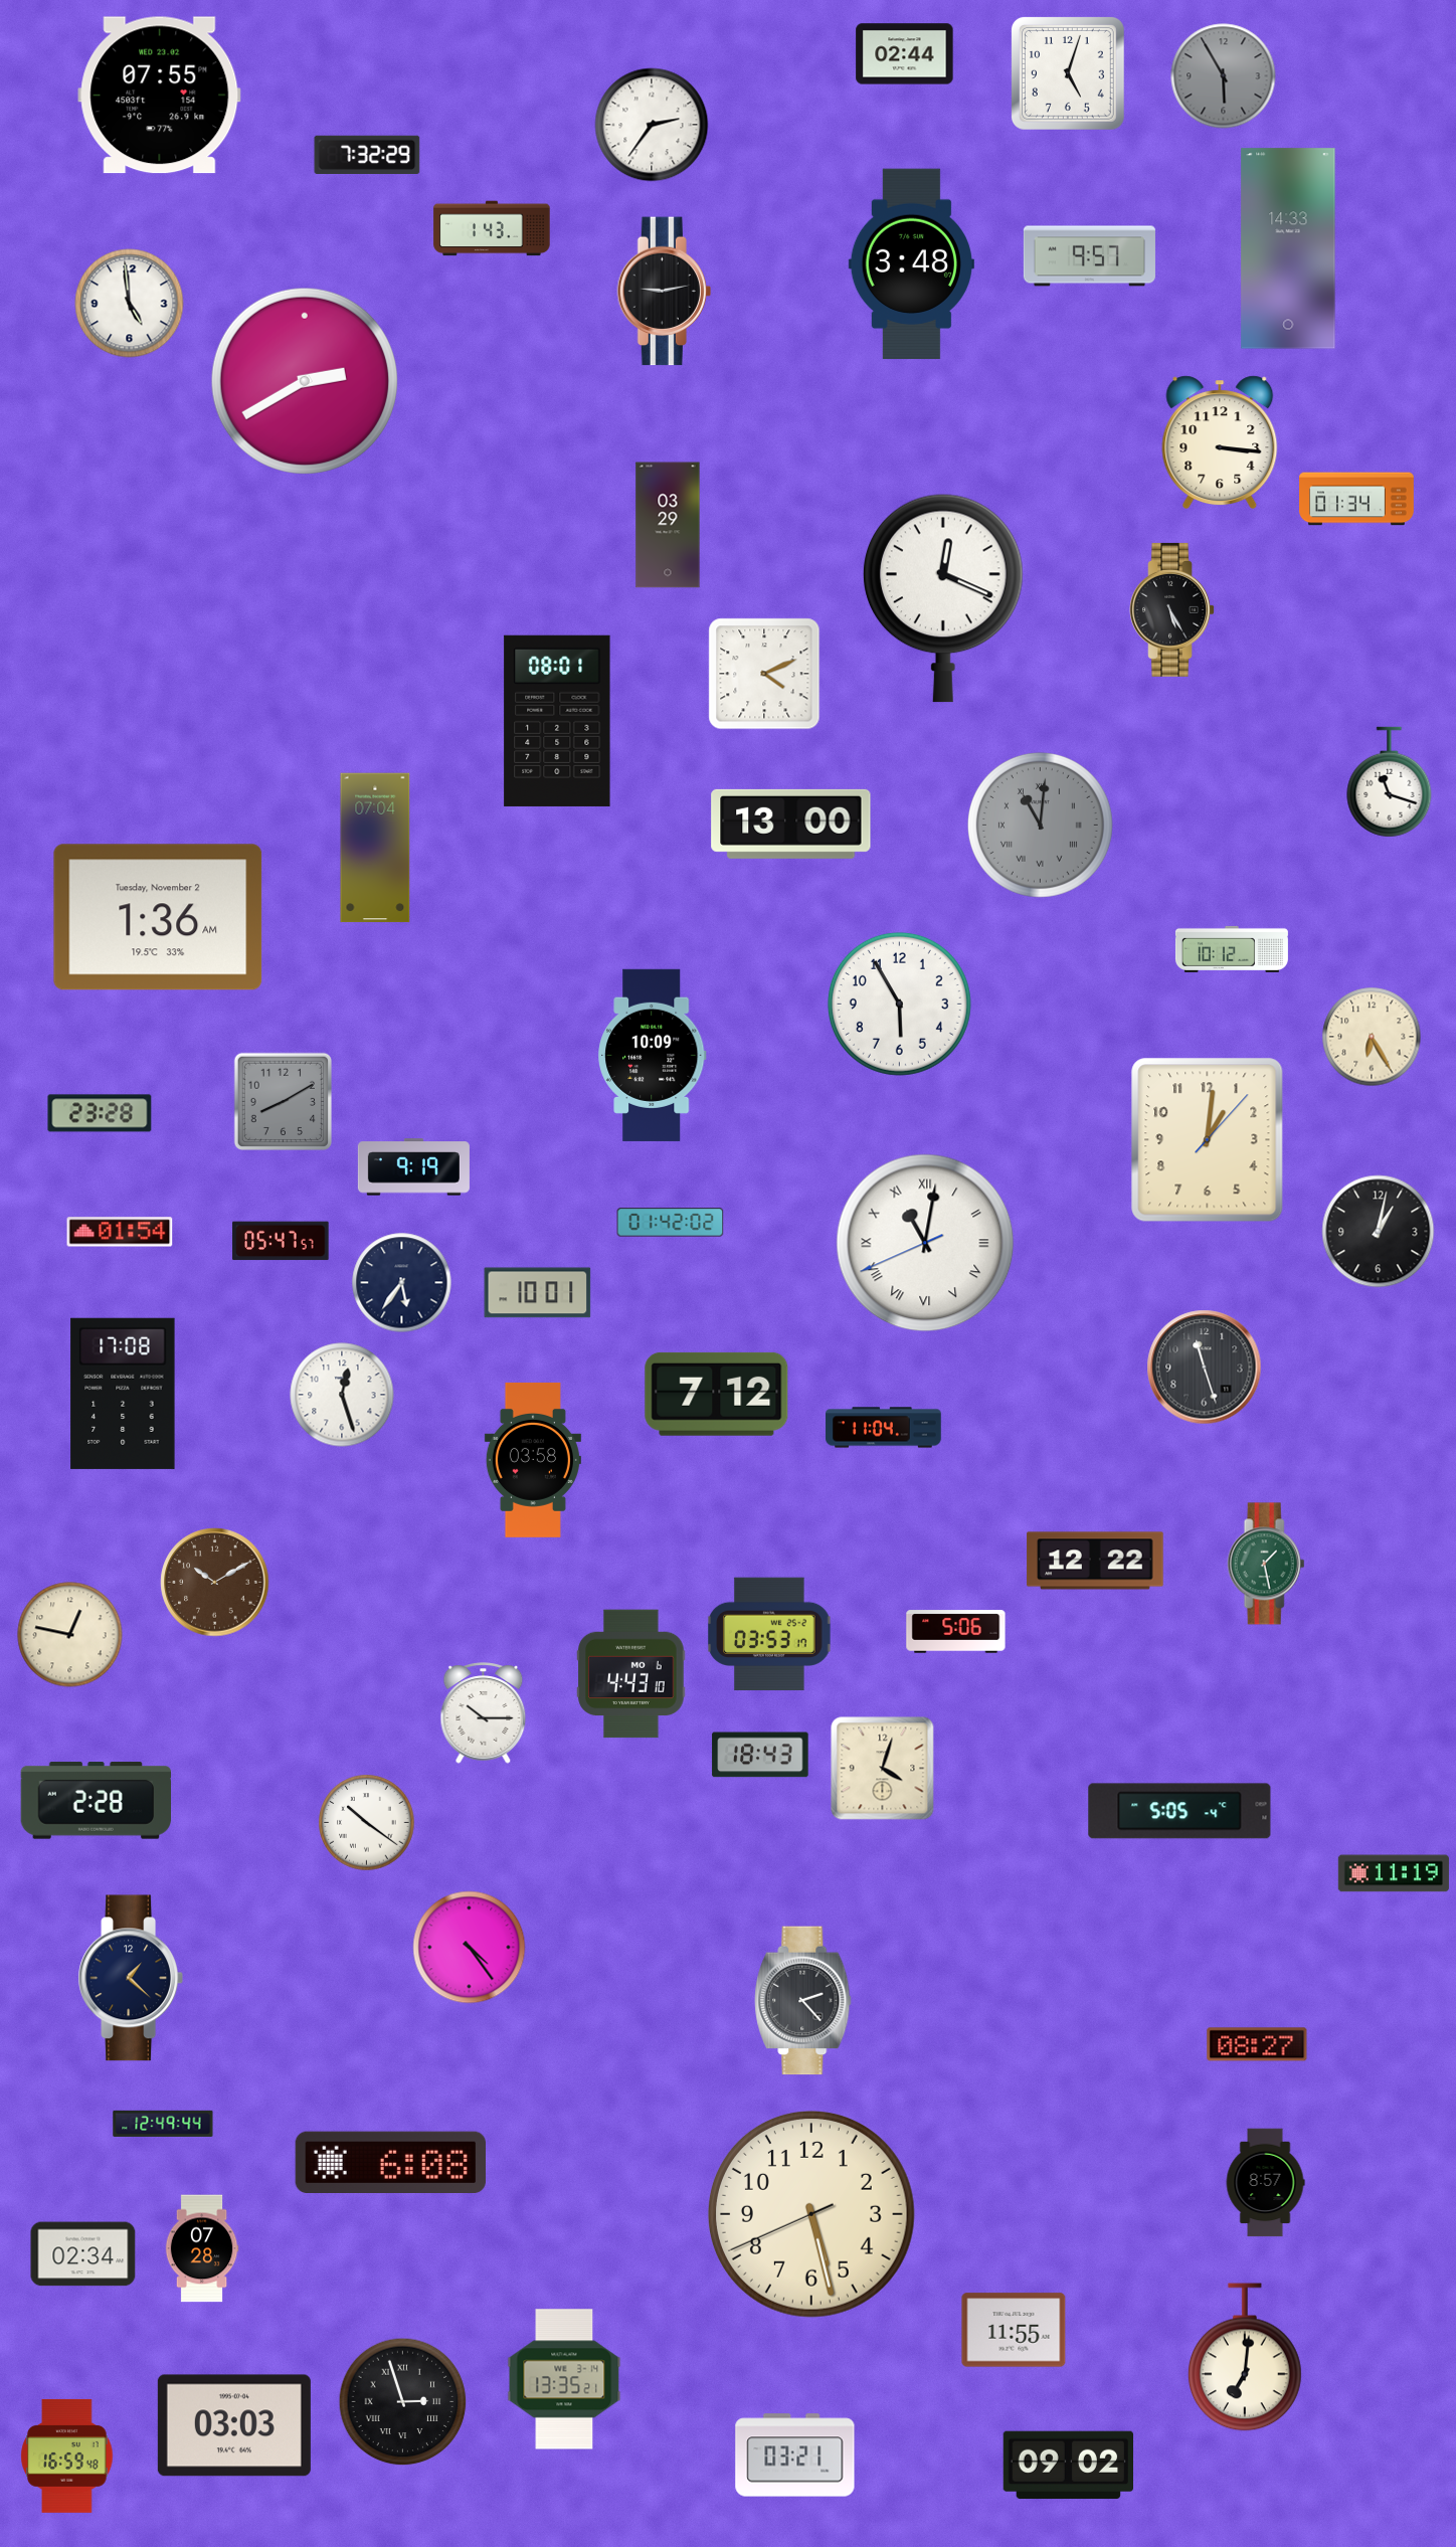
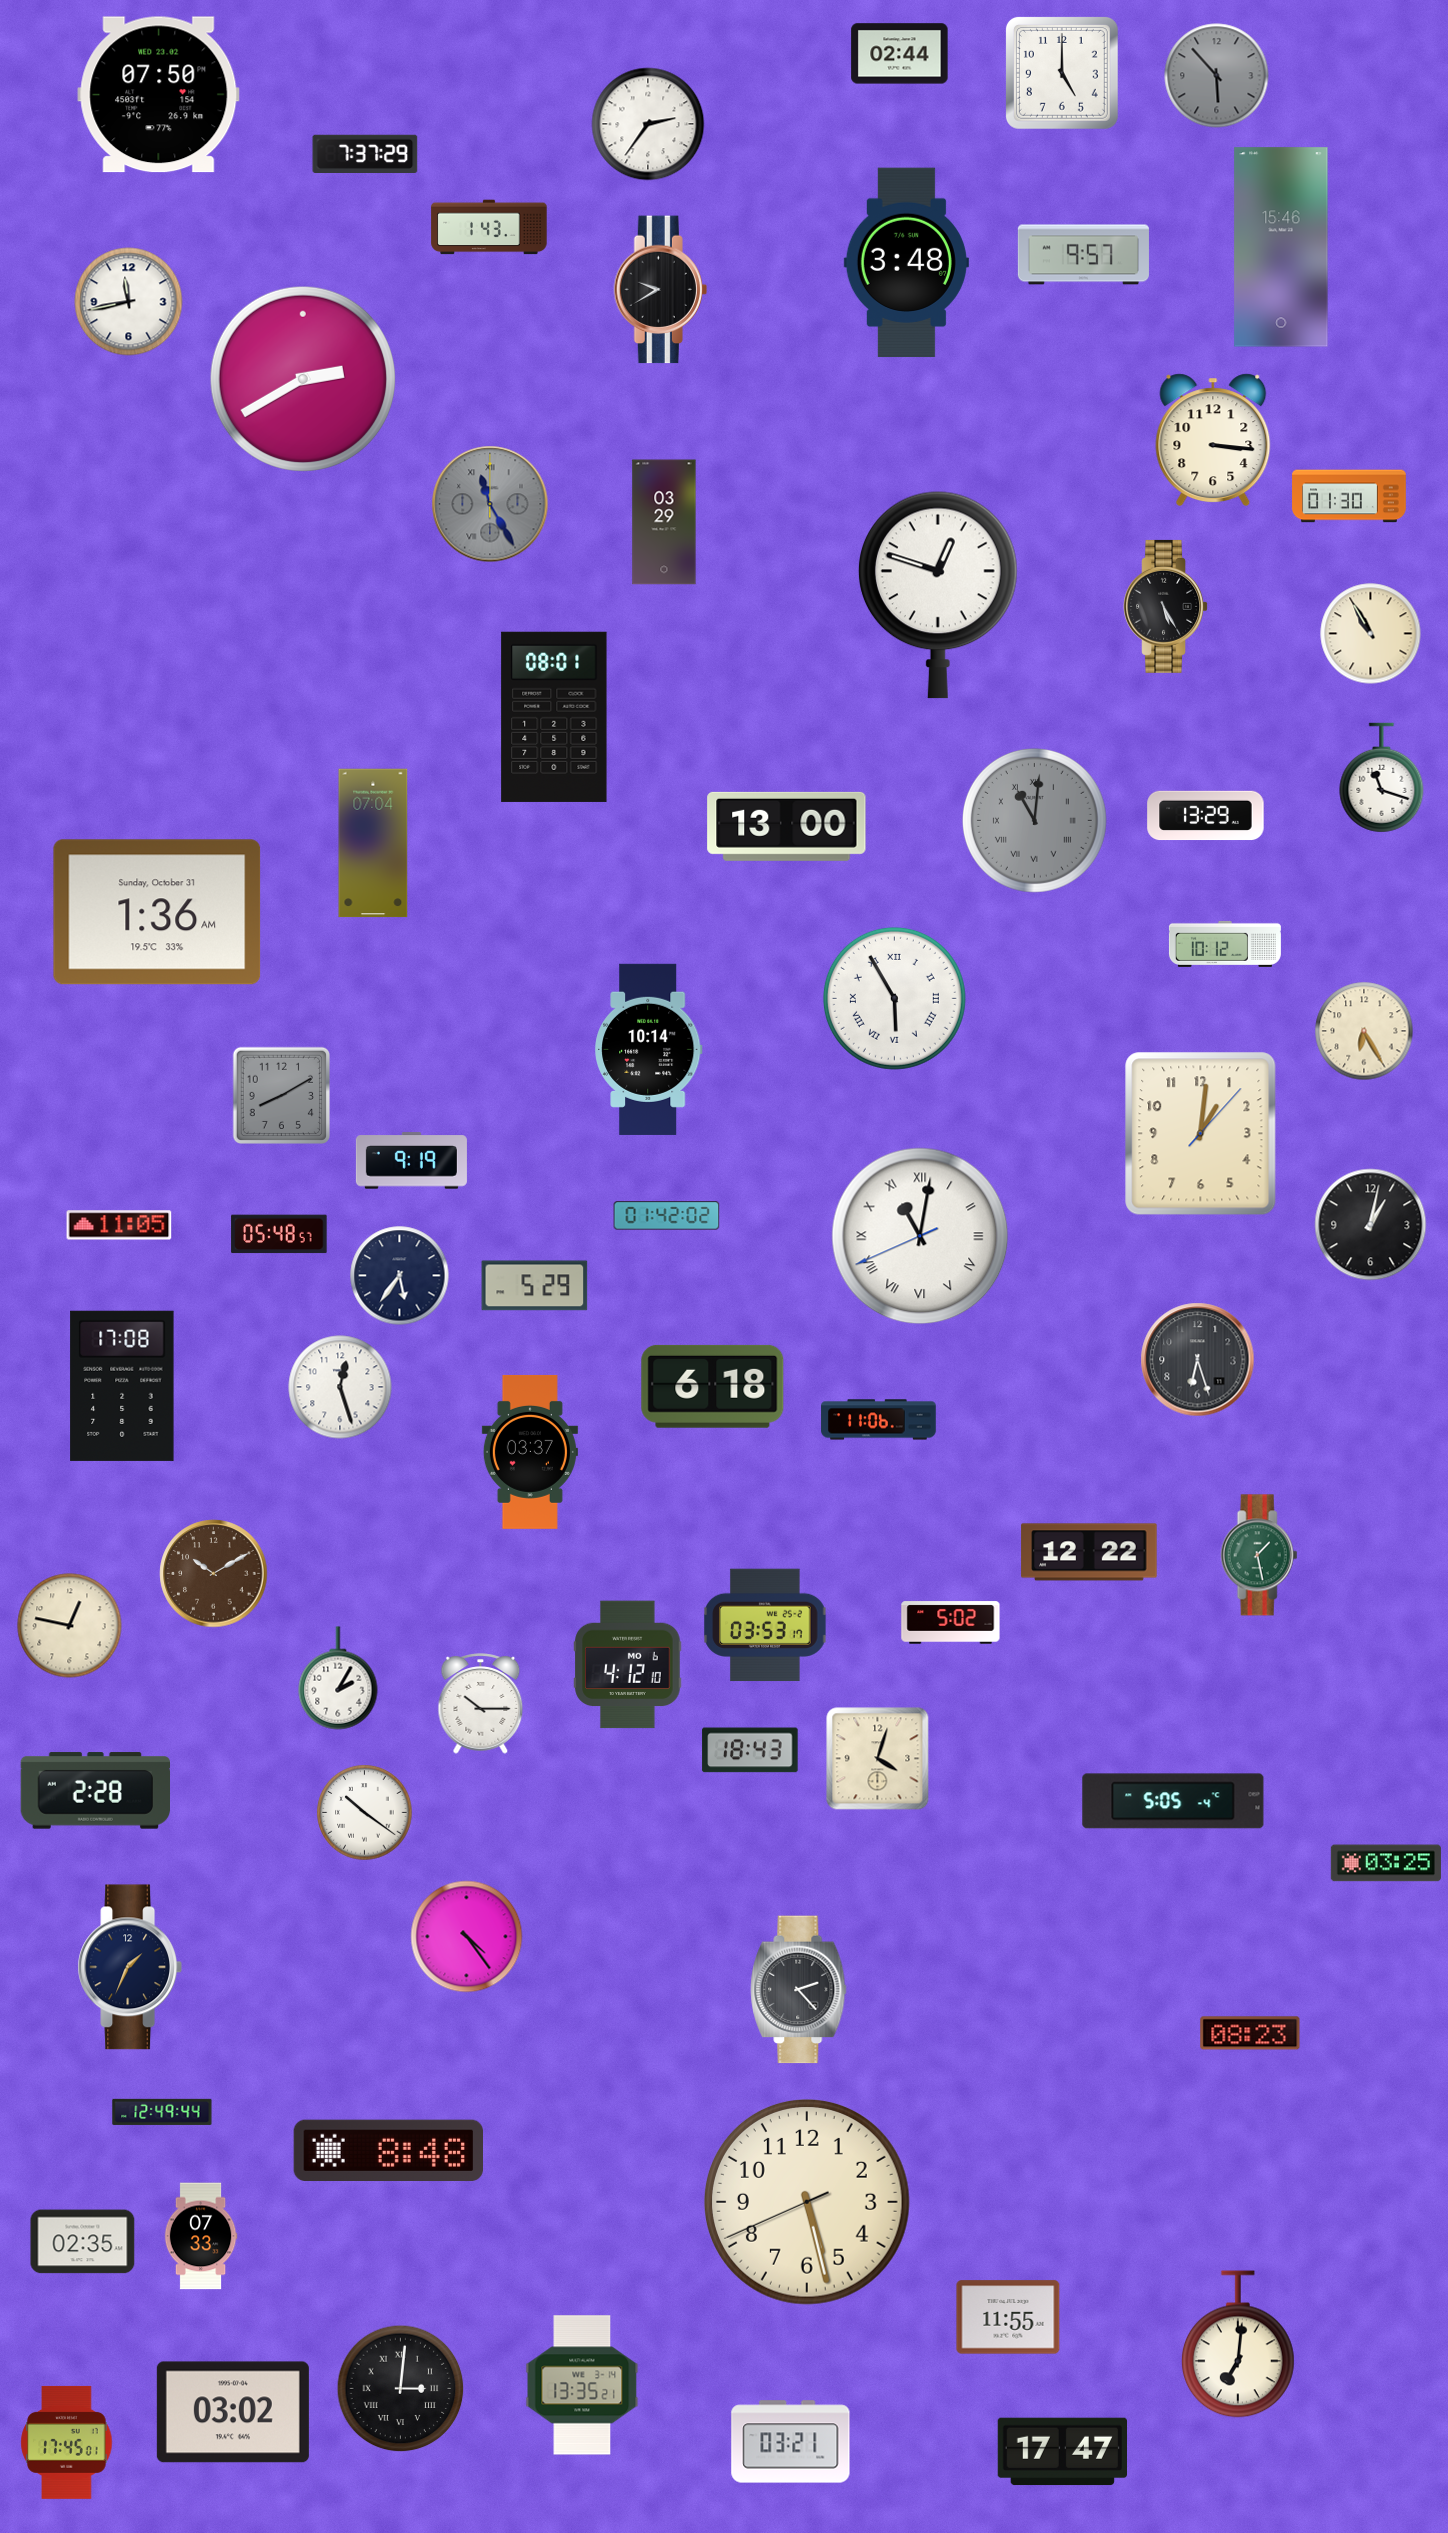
clock at (1068, 73): 5:03 -> 5:00
clock at (1224, 76): 5:55 -> 5:53
clock at (160, 96): 07:55 -> 07:50
clock at (367, 154): 7:32 -> 7:37
clock at (1288, 248): 14:33 -> 15:46
clock at (664, 292): 9:13 -> 9:40
clock at (130, 304): 4:59 -> 11:43
clock at (1356, 499): 01:34 -> 01:30
clock at (490, 504): none -> 11:25
clock at (943, 598): 12:19 -> 12:48
clock at (1371, 634): none -> 10:55
clock at (764, 674): 4:11 -> none
clock at (1206, 816): none -> 13:29
clock at (791, 824) position: (791, 824) -> (787, 826)
clock at (158, 917) date: Tuesday, November 2 -> Sunday, October 31
clock at (899, 1004) numerals: Arabic -> Roman
clock at (653, 1055): 10:09 -> 10:14
clock at (100, 1113): 23:28 -> none
clock at (120, 1232): 01:54 -> 11:05
clock at (281, 1241): 05:47 -> 05:48
clock at (538, 1293): 10:01 -> 5:29
clock at (1205, 1368): 11:27 -> 6:27
clock at (717, 1394): 7:12 -> 6:18
clock at (884, 1428): 11:04 -> 11:06
clock at (533, 1460): 03:58 -> 03:37
clock at (956, 1632): 5:06 -> 5:02
clock at (631, 1674): 4:43 -> 4:12
clock at (338, 1678): none -> 2:05
clock at (760, 1755) position: (760, 1755) -> (750, 1750)
clock at (1394, 1873): 11:19 -> 03:25
clock at (130, 1978): 1:22 -> 1:34
clock at (1257, 2044): 08:27 -> 08:23
clock at (390, 2162): 6:08 -> 8:48
clock at (1265, 2183): 8:57 -> none
clock at (202, 2248): 07:28 -> 07:33
clock at (83, 2254): 02:34 -> 02:35
clock at (564, 2379) position: (564, 2379) -> (582, 2385)
clock at (403, 2402): 2:57 -> 3:01
clock at (234, 2425): 03:03 -> 03:02
clock at (67, 2455): 16:59 -> 17:45
clock at (1068, 2466): 09:02 -> 17:47
